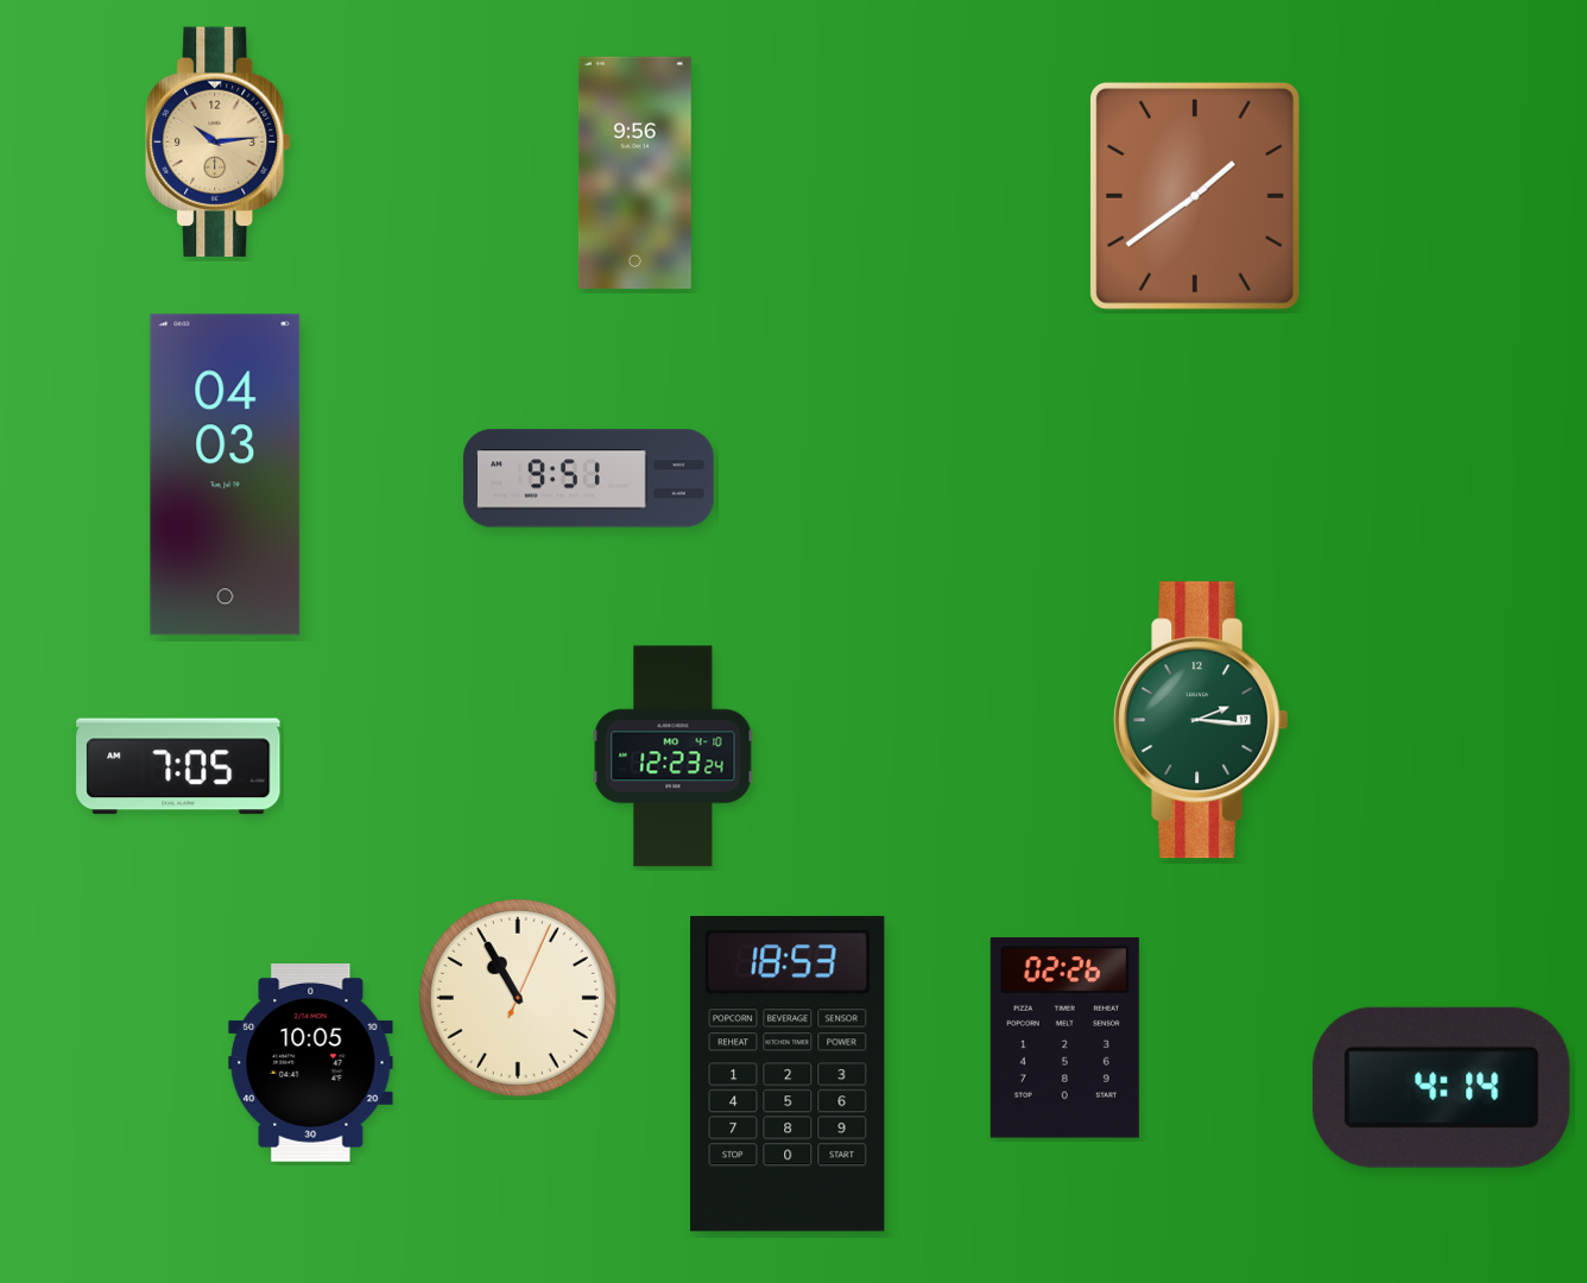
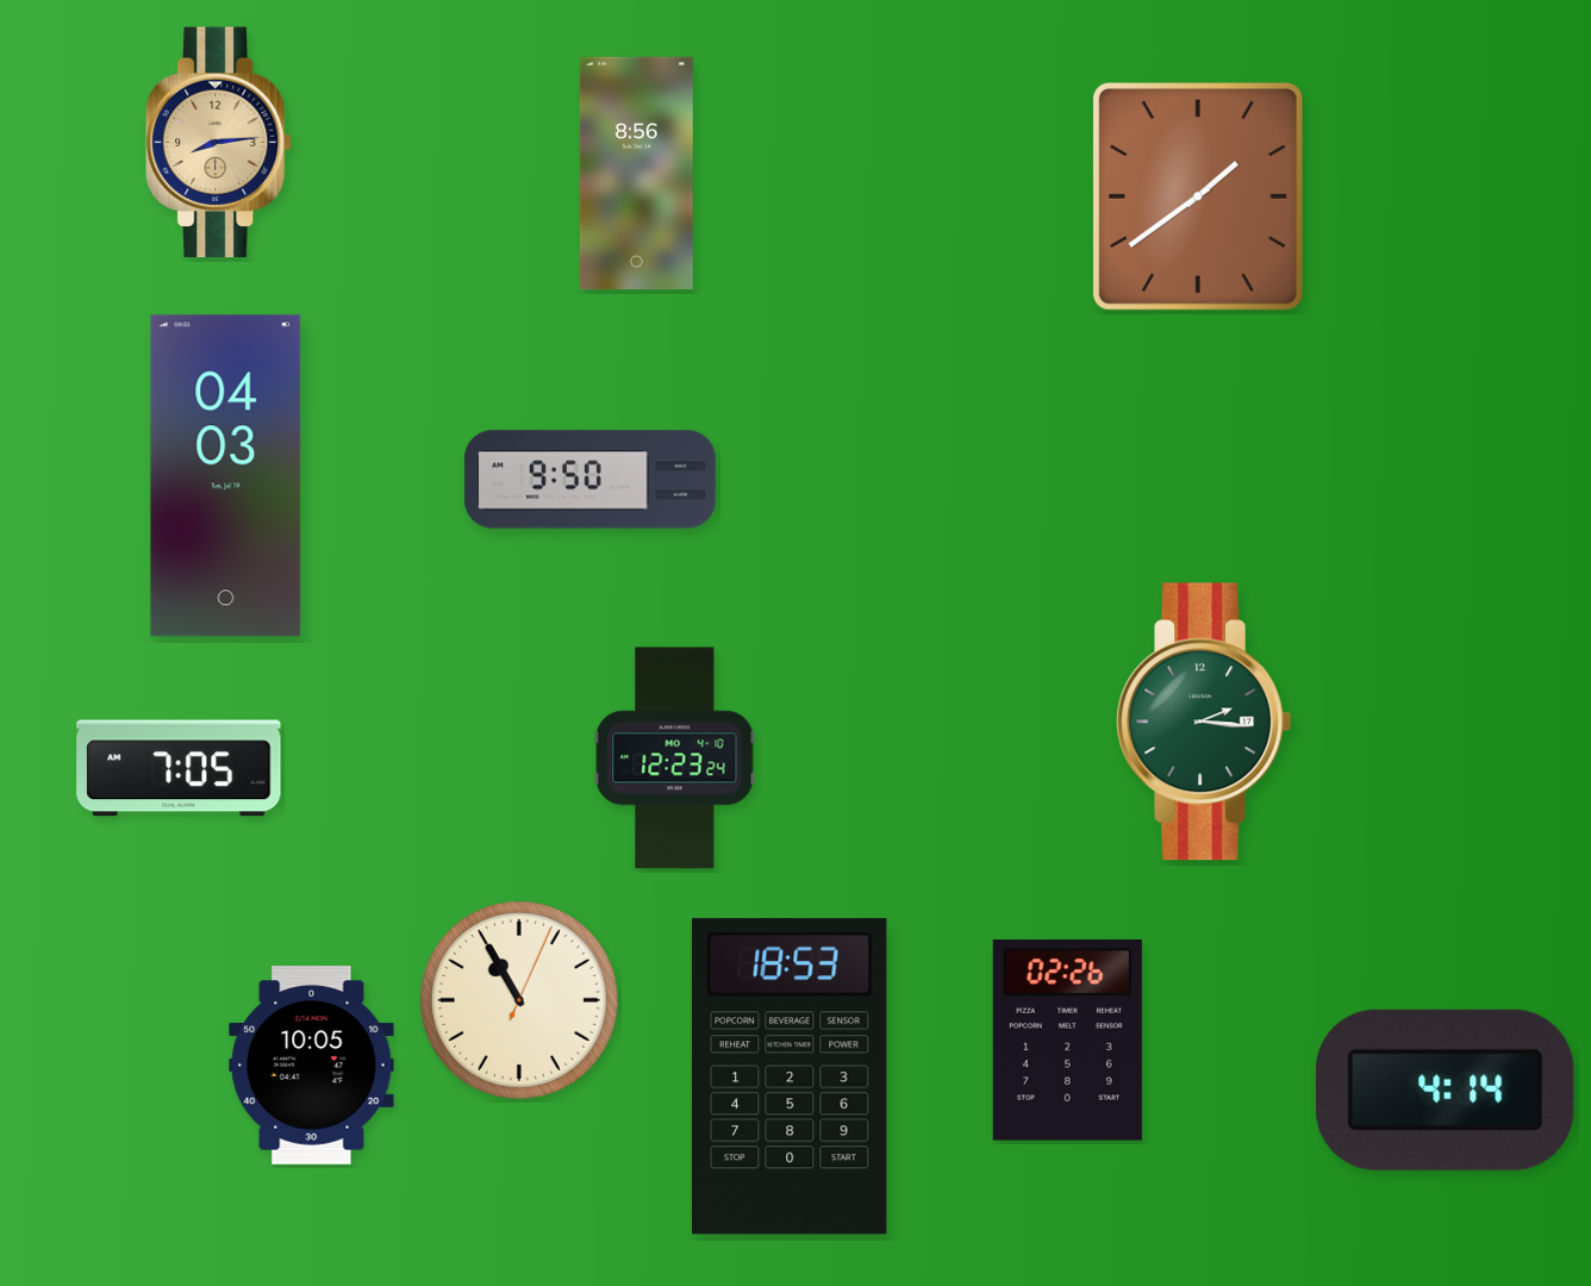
clock at (219, 143): 10:14 -> 8:14
clock at (634, 173): 9:56 -> 8:56
clock at (589, 479): 9:51 -> 9:50
